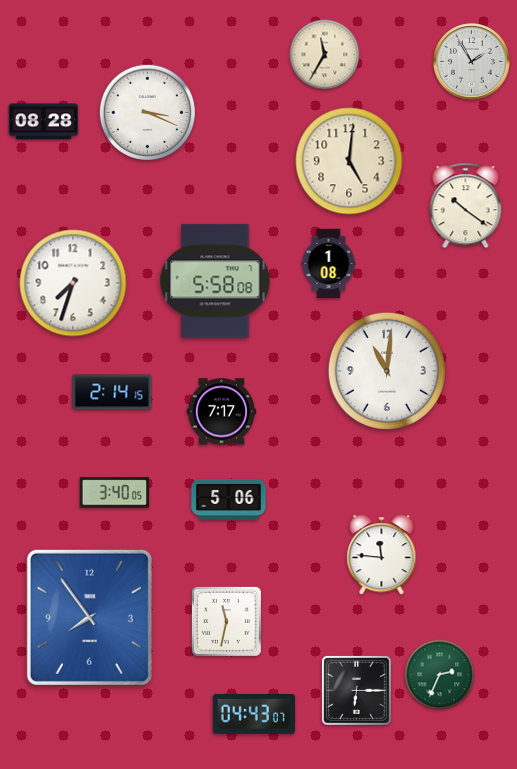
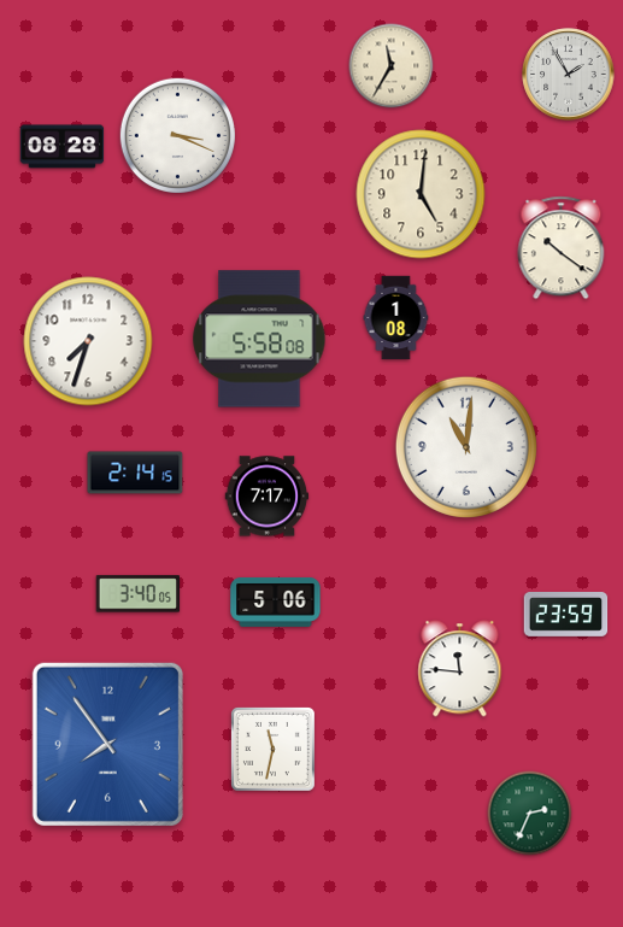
clock at (44, 122) position: (44, 122) -> (63, 147)
clock at (566, 615): none -> 23:59
clock at (356, 690): 6:15 -> none
clock at (253, 714): 04:43 -> none
